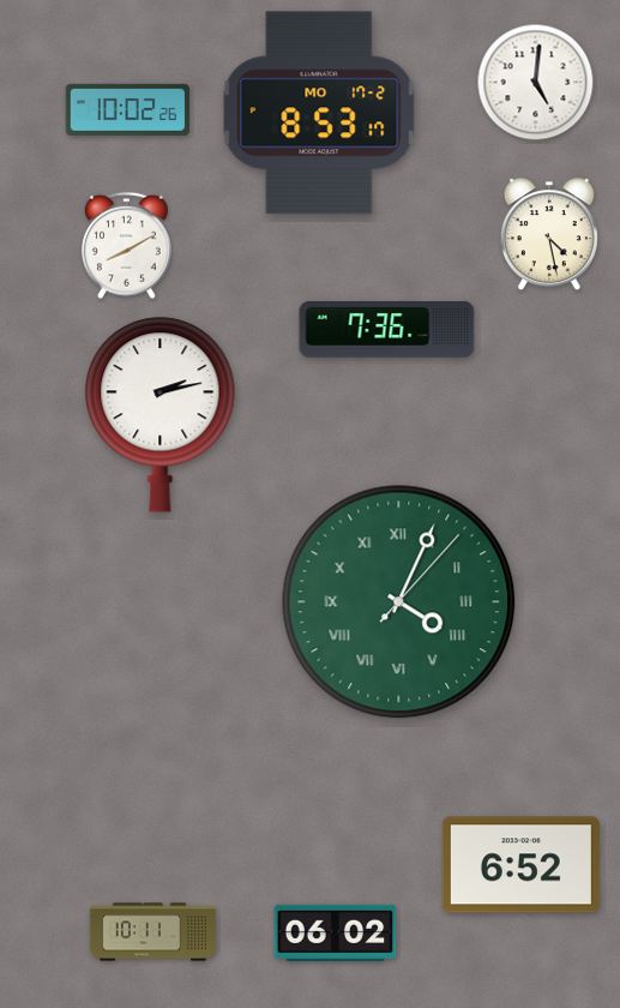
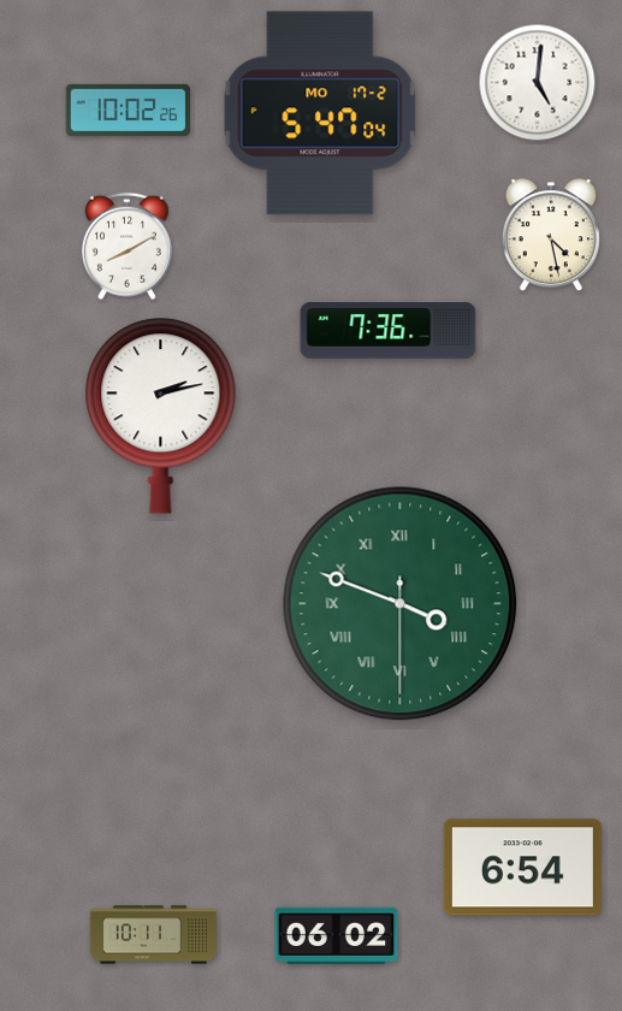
clock at (319, 113): 8:53 -> 5:47
clock at (399, 602): 4:04 -> 3:48
clock at (520, 865): 6:52 -> 6:54
